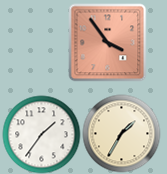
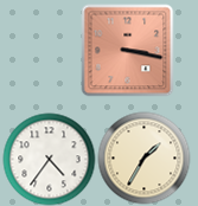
clock at (107, 42): 3:54 -> 3:17
clock at (41, 134): 1:36 -> 4:36
